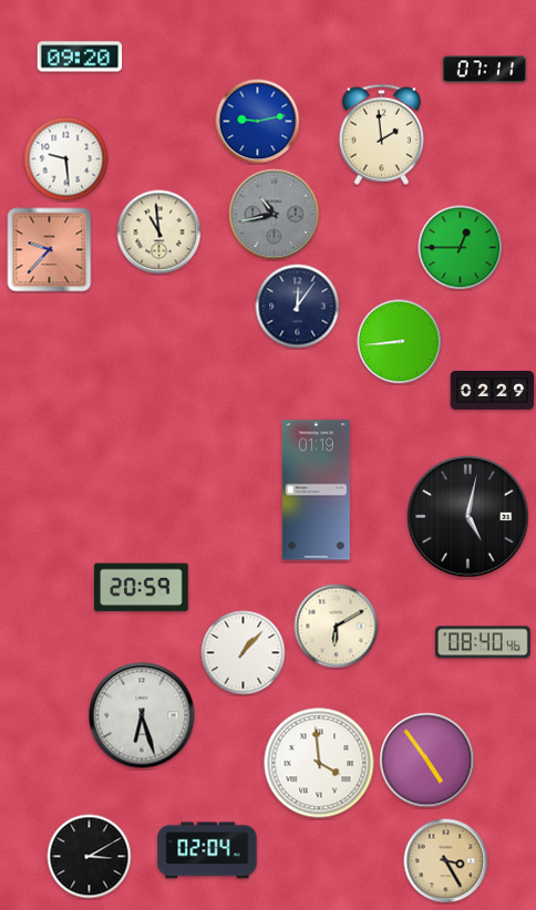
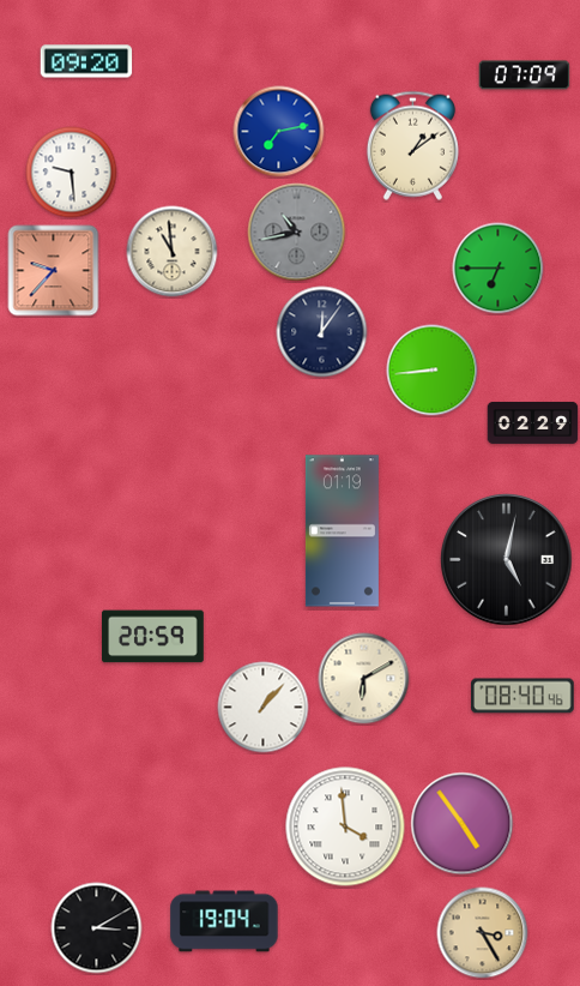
clock at (485, 70): 07:11 -> 07:09
clock at (258, 122): 9:13 -> 7:13
clock at (381, 134): 1:59 -> 1:09
clock at (461, 248): 12:45 -> 6:45
clock at (142, 715): 6:27 -> none
clock at (207, 850): 02:04 -> 19:04
